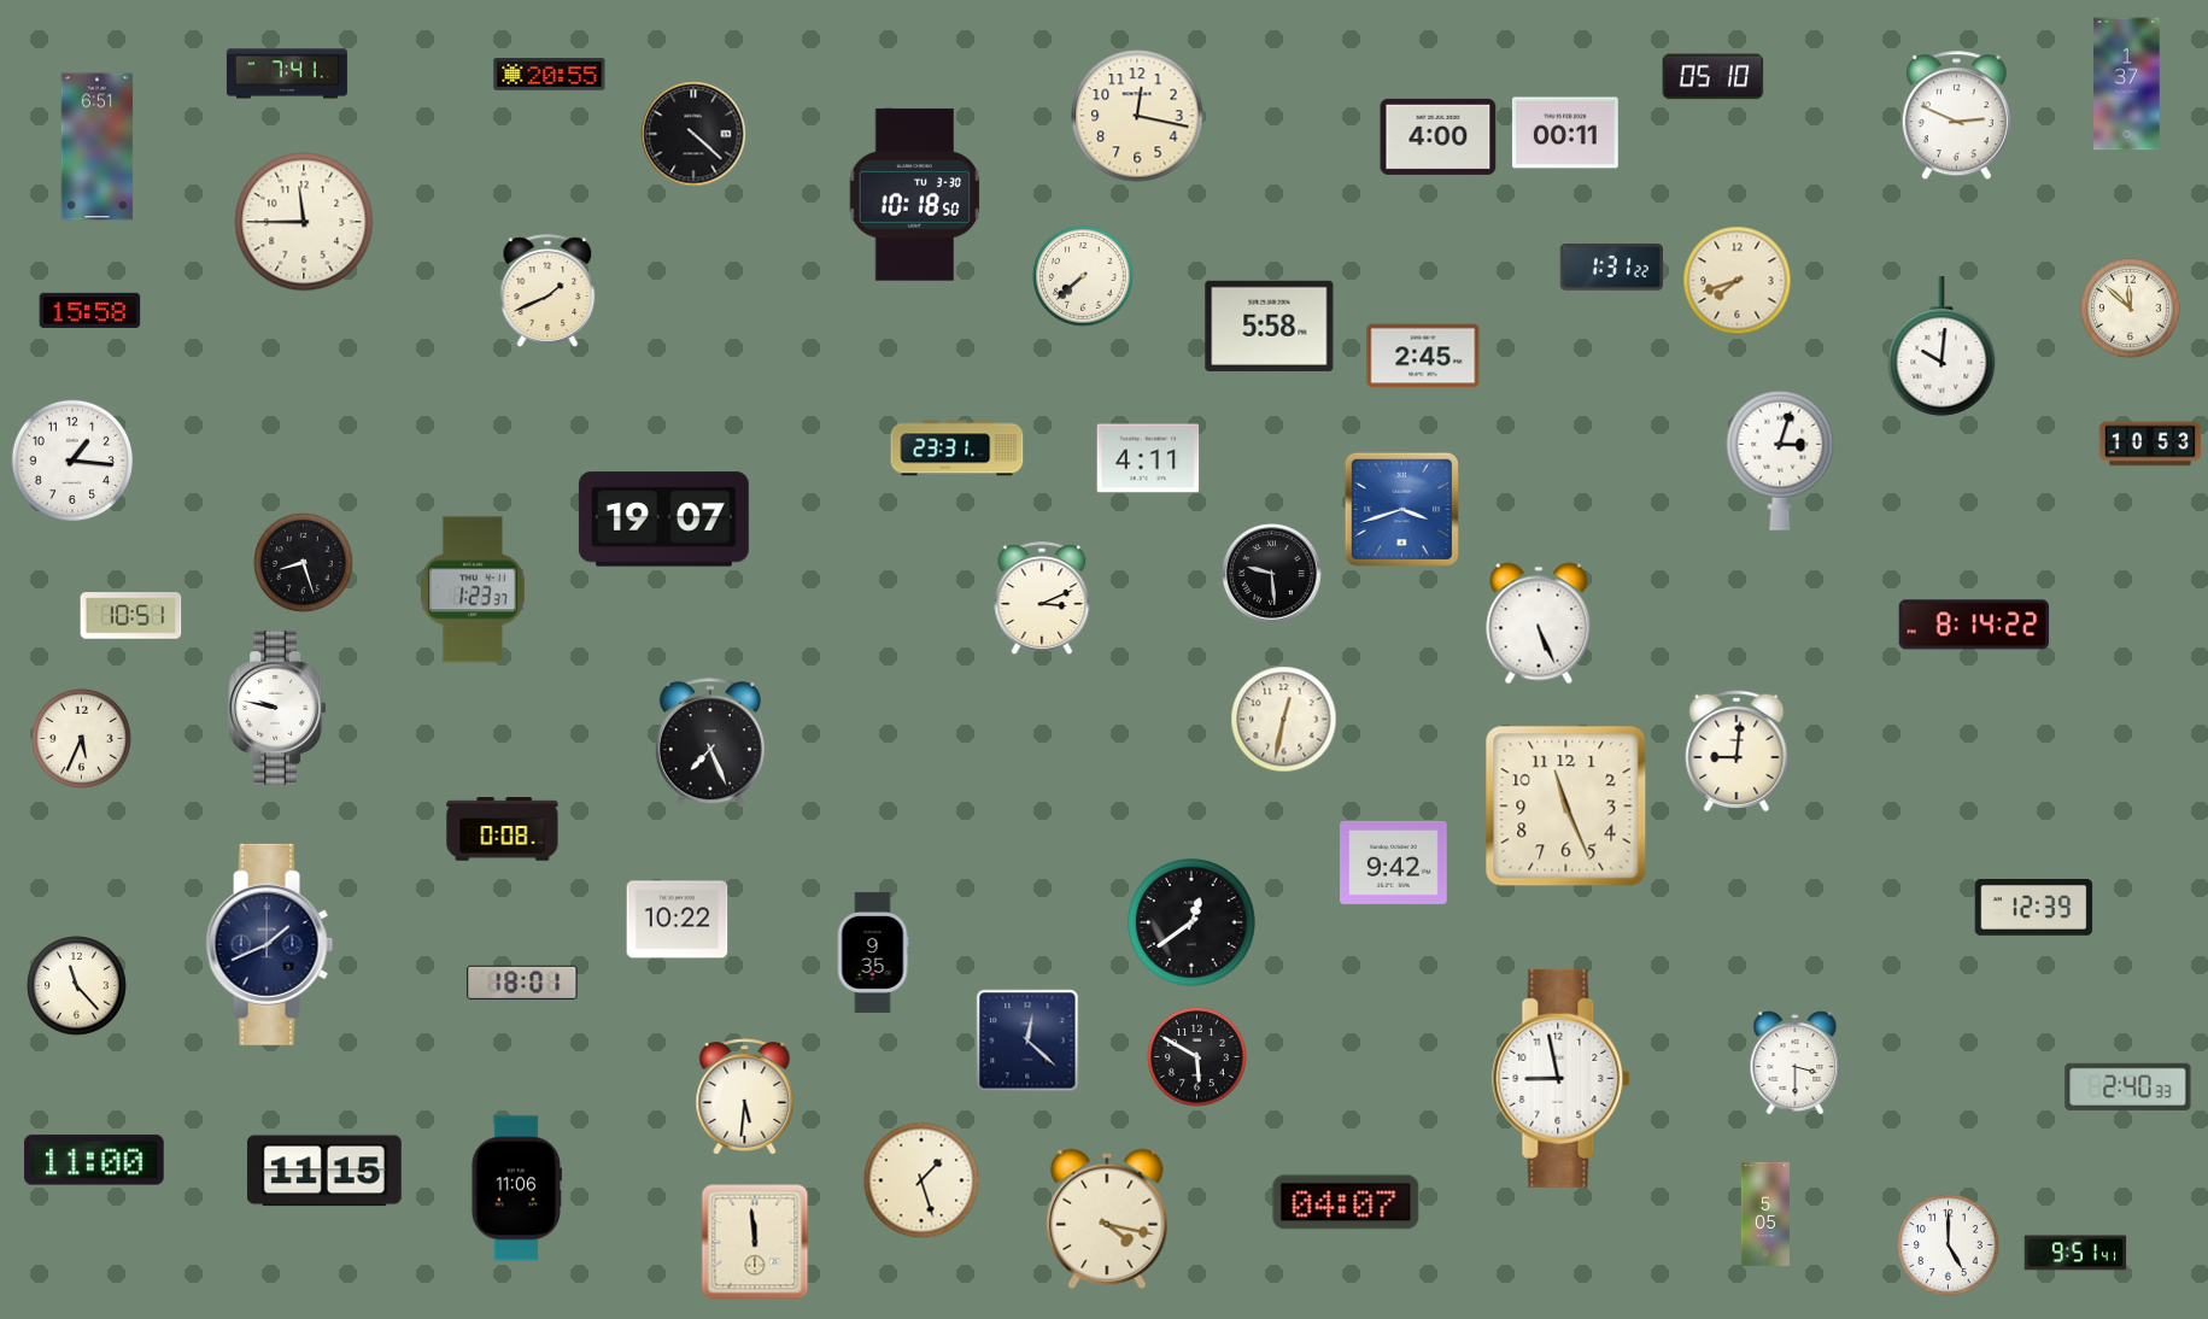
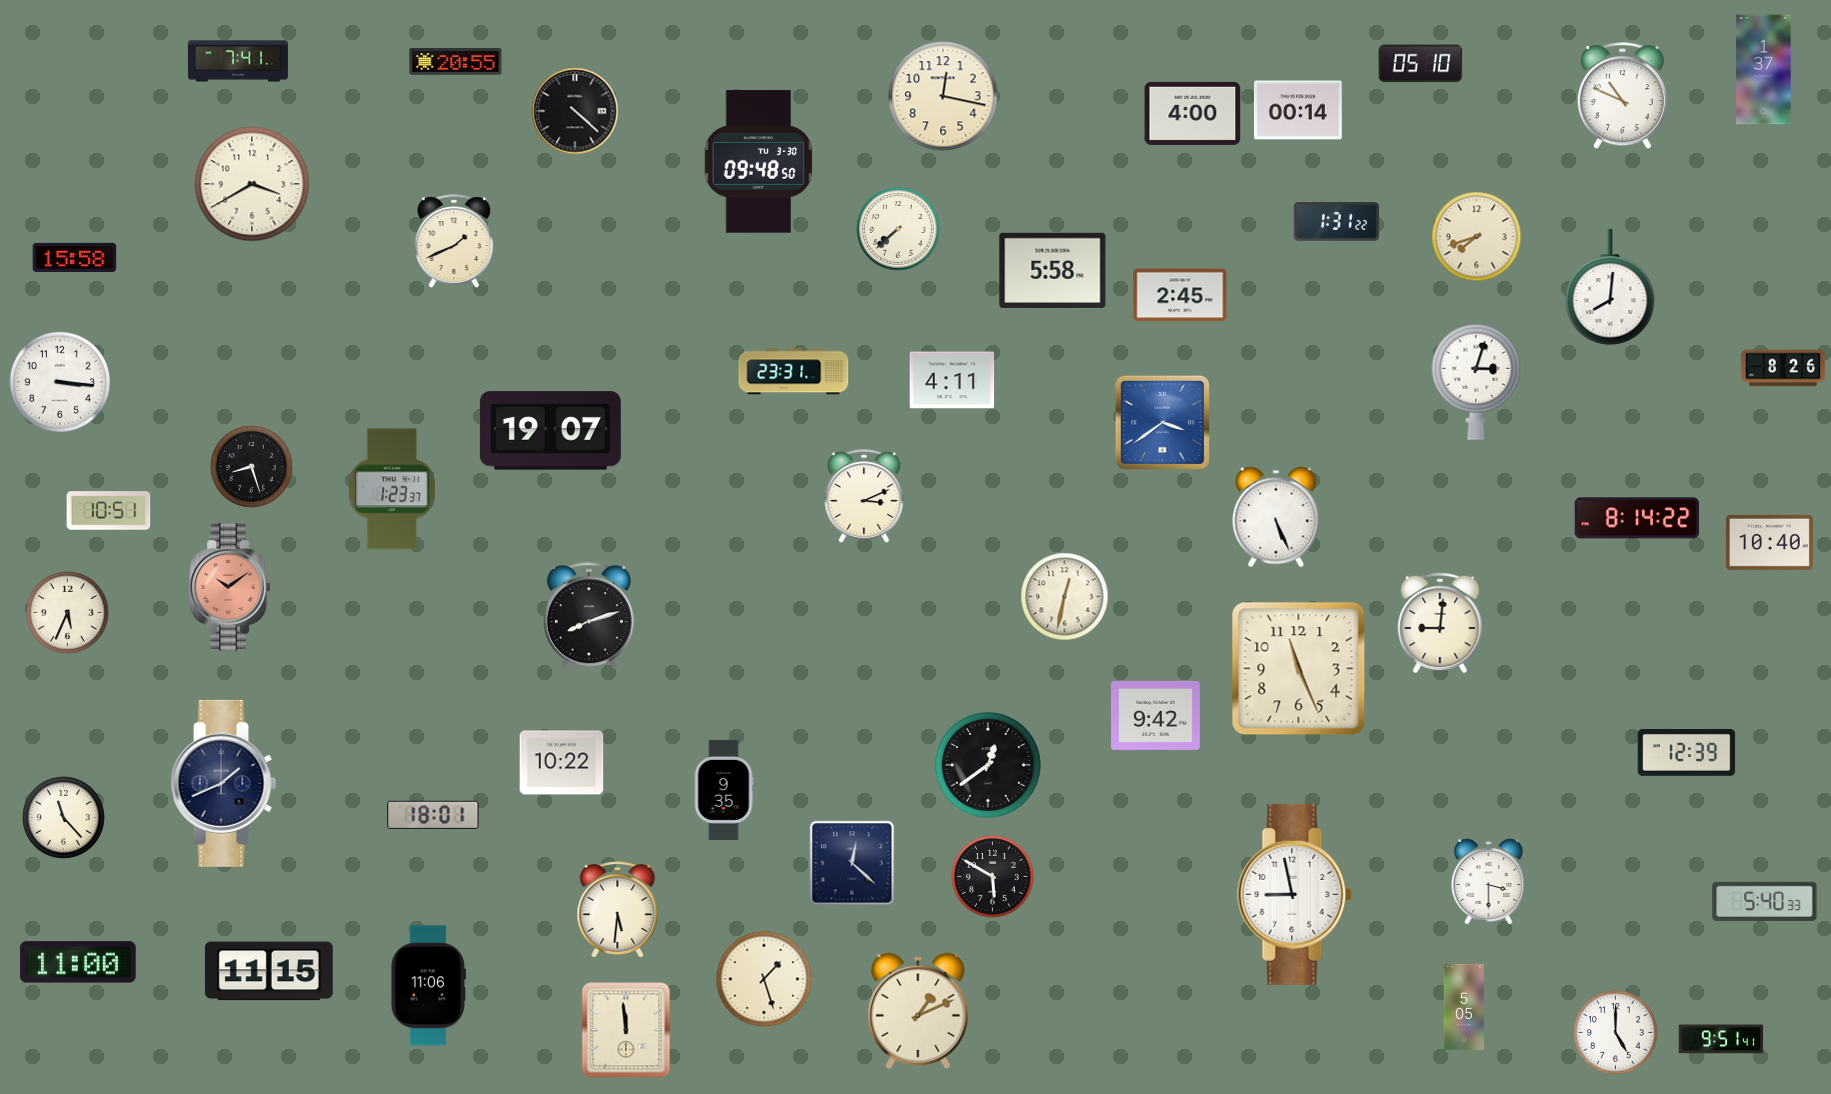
clock at (1956, 116): 2:49 -> 10:49
clock at (1565, 133): 00:11 -> 00:14
clock at (98, 147): 6:51 -> none
clock at (915, 195): 10:18 -> 09:48
clock at (304, 222): 11:45 -> 3:40
clock at (1738, 281) position: (1738, 281) -> (1477, 237)
clock at (2131, 309): 11:52 -> none
clock at (1941, 346): 10:01 -> 8:01
clock at (2150, 444): 10:53 -> 8:26
clock at (71, 459): 1:16 -> 3:16
clock at (1401, 509): 3:42 -> 3:39
clock at (1272, 574): 9:29 -> none
clock at (1769, 542): none -> 10:40
clock at (277, 708): 9:47 -> 10:09
clock at (277, 708) dial: white -> salmon
clock at (710, 744): 7:26 -> 8:12
clock at (503, 829): 0:08 -> none
clock at (2128, 1086): 2:40 -> 5:40
clock at (1346, 1202): 04:07 -> none
clock at (1107, 1219): 4:17 -> 1:11
